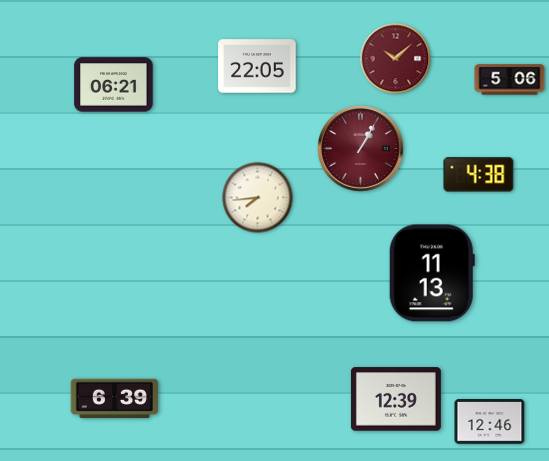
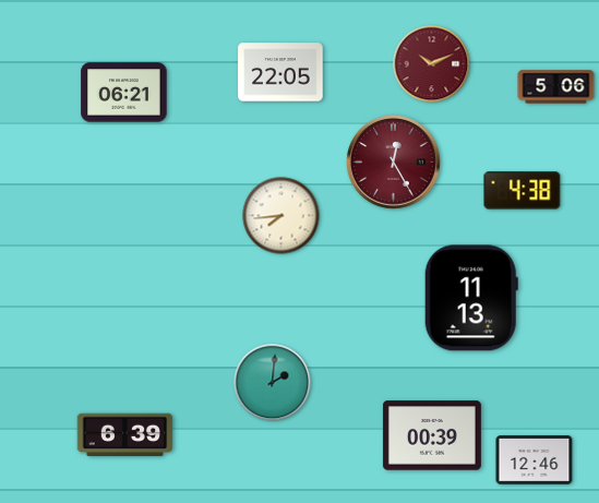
clock at (396, 59): 10:08 -> 10:11
clock at (361, 149): 1:05 -> 12:25
clock at (273, 383): none -> 2:01
clock at (396, 399): 12:39 -> 00:39
